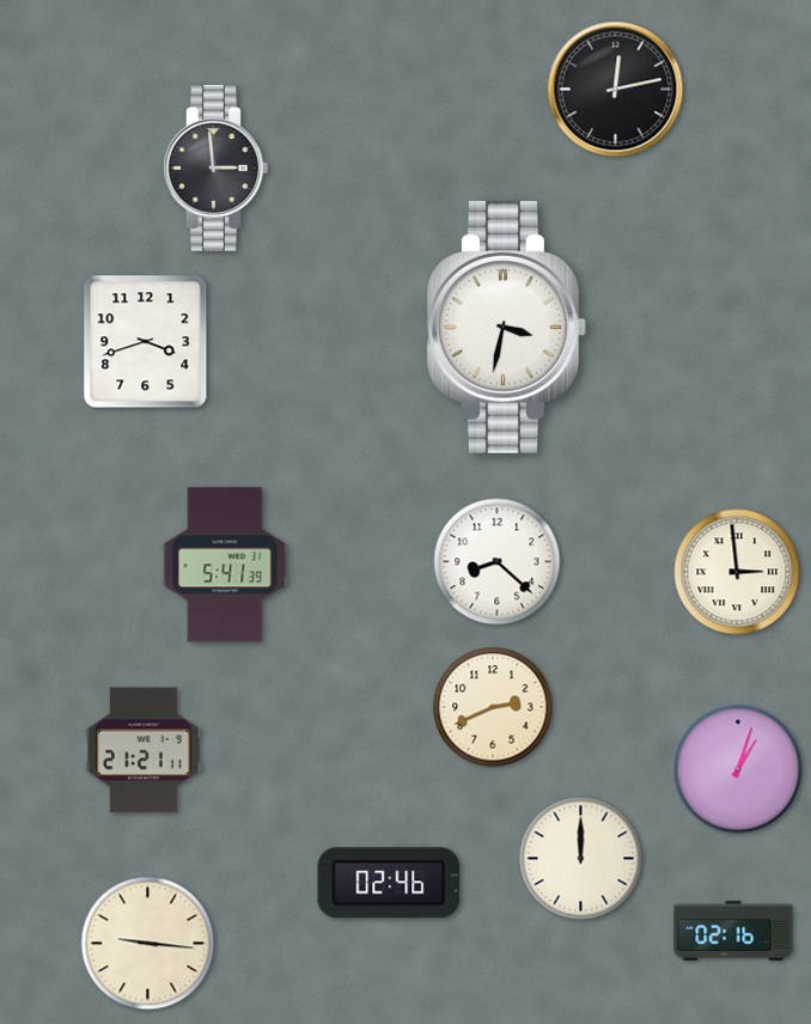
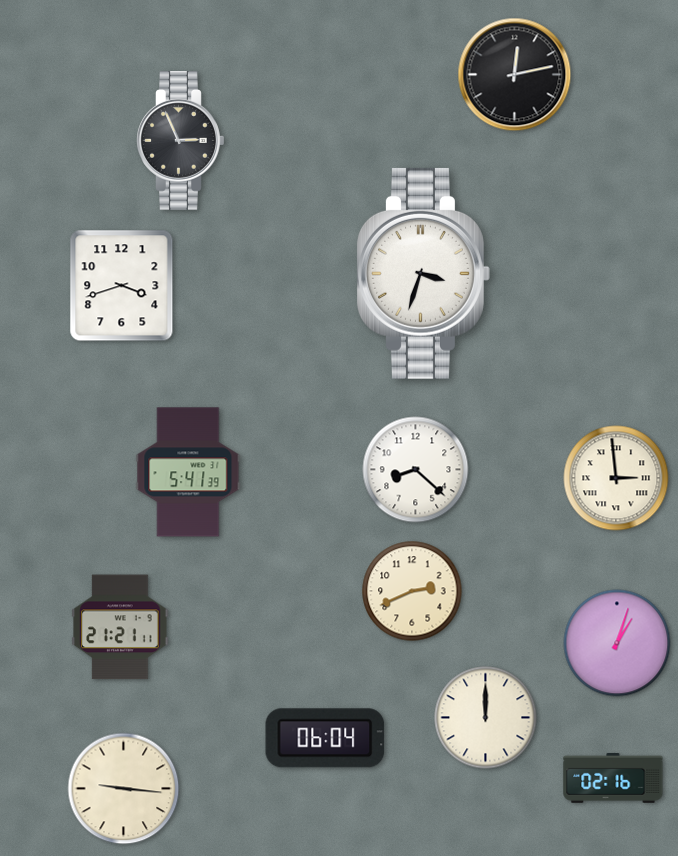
clock at (217, 169): 2:59 -> 2:56
clock at (506, 327): 3:32 -> 3:33
clock at (389, 883): 02:46 -> 06:04
